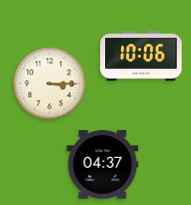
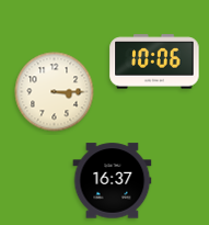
clock at (103, 165): 04:37 -> 16:37
